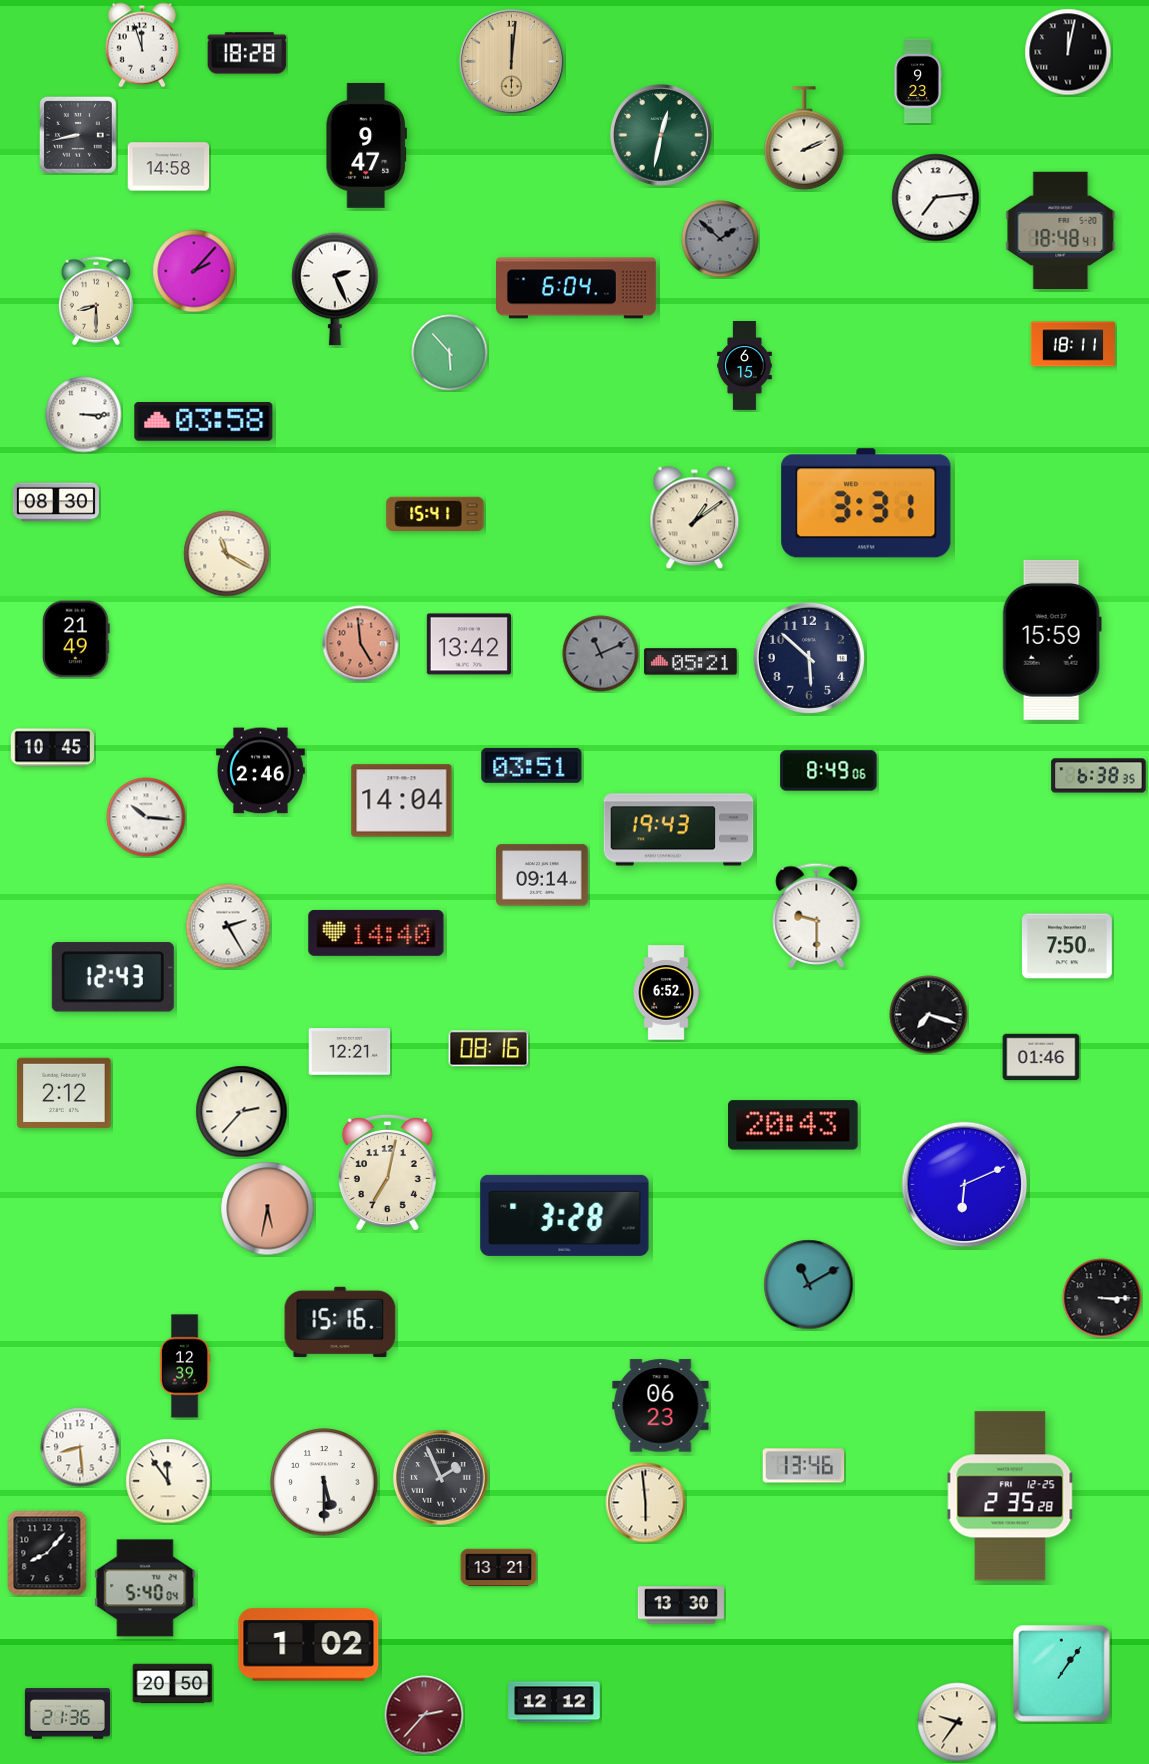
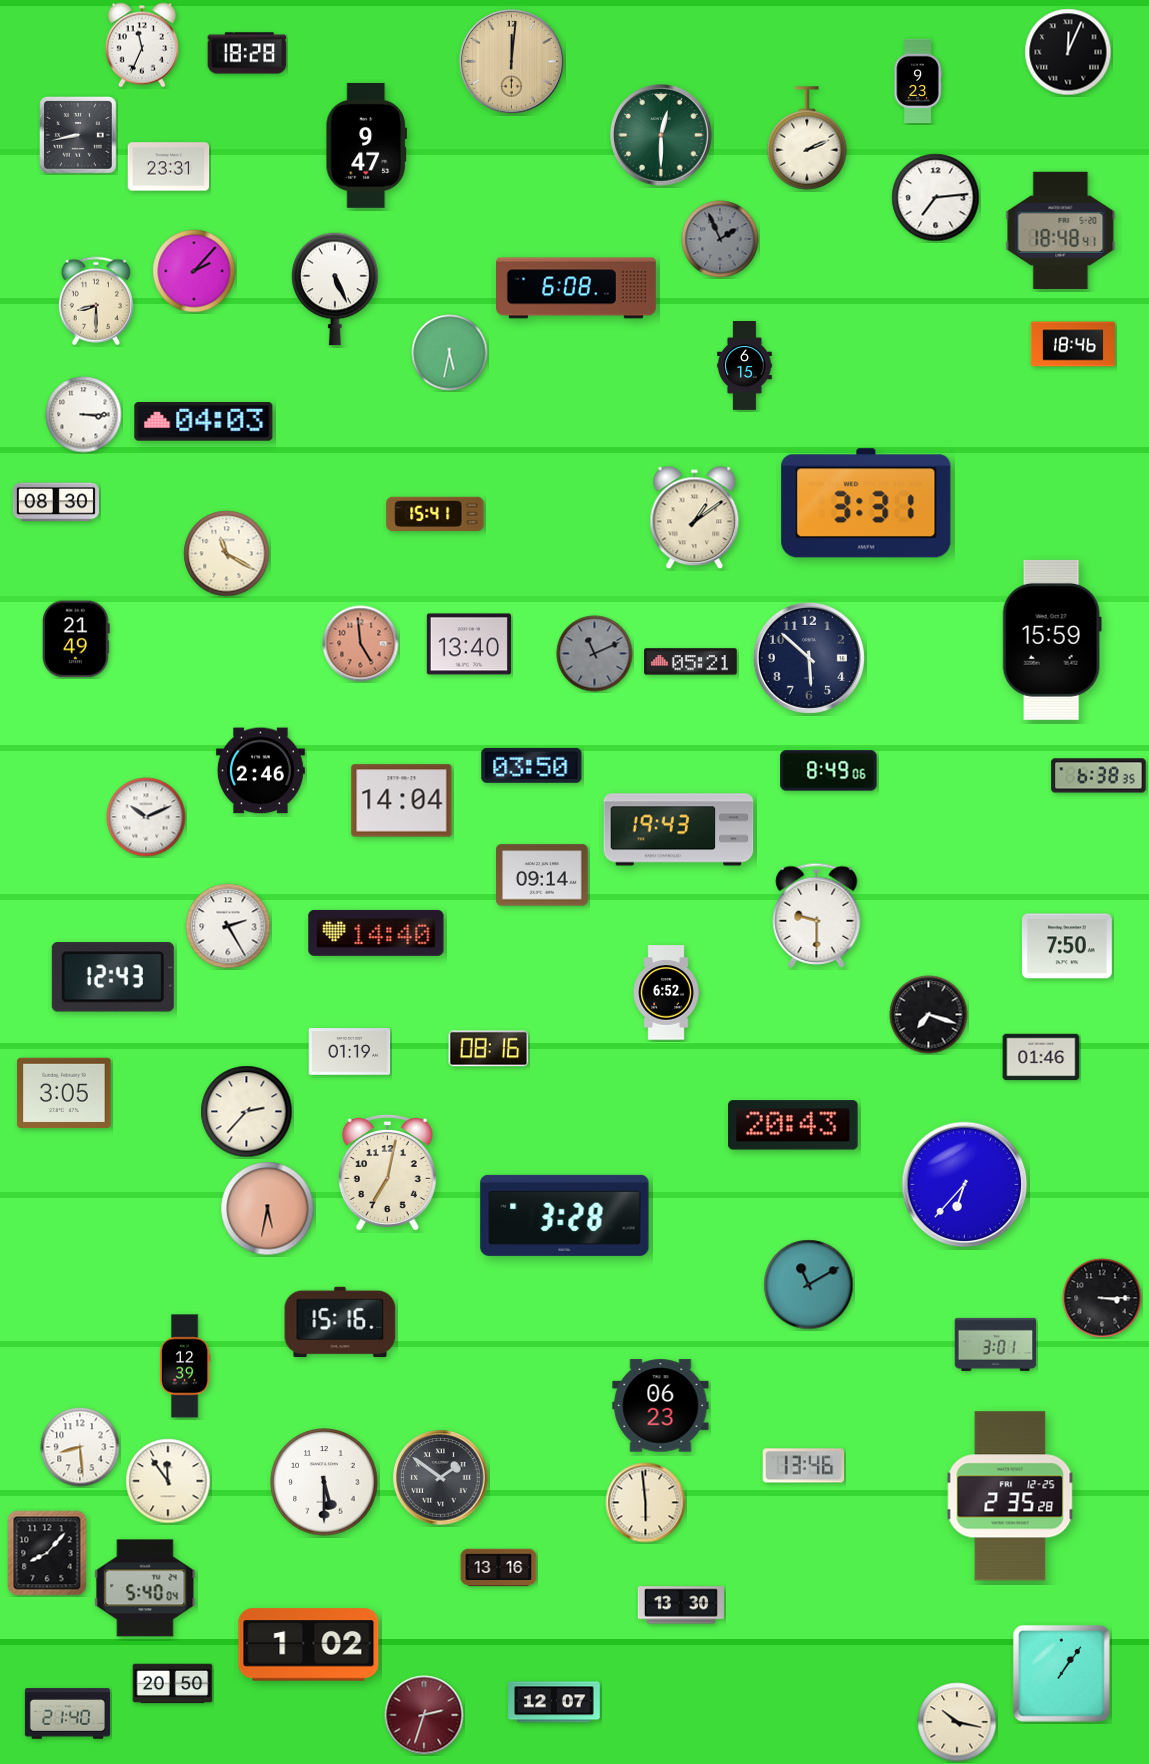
clock at (142, 45): 11:57 -> 11:34
clock at (1068, 52): 12:02 -> 12:04
clock at (662, 136): 12:32 -> 12:30
clock at (804, 138) position: (804, 138) -> (807, 138)
clock at (169, 167): 14:58 -> 23:31
clock at (720, 239): 1:52 -> 1:56
clock at (577, 288): 6:04 -> 6:08
clock at (335, 289): 2:26 -> 5:26
clock at (1072, 344): 18:11 -> 18:46
clock at (450, 353): 5:53 -> 5:32
clock at (204, 422): 03:58 -> 04:03
clock at (469, 644): 13:42 -> 13:40
clock at (601, 654) position: (601, 654) -> (595, 654)
clock at (52, 748): 10:45 -> none
clock at (532, 765): 03:51 -> 03:50
clock at (146, 817): 10:16 -> 10:11
clock at (350, 1052): 12:21 -> 01:19
clock at (64, 1093): 2:12 -> 3:05
clock at (242, 1112) position: (242, 1112) -> (247, 1112)
clock at (965, 1185): 6:11 -> 6:37
clock at (996, 1344): none -> 3:01
clock at (441, 1478): 1:56 -> 1:51
clock at (499, 1568): 13:21 -> 13:16
clock at (554, 1702): 12:12 -> 12:07
clock at (67, 1714): 21:36 -> 21:40
clock at (424, 1715): 2:37 -> 2:33
clock at (957, 1722): 9:36 -> 10:17
